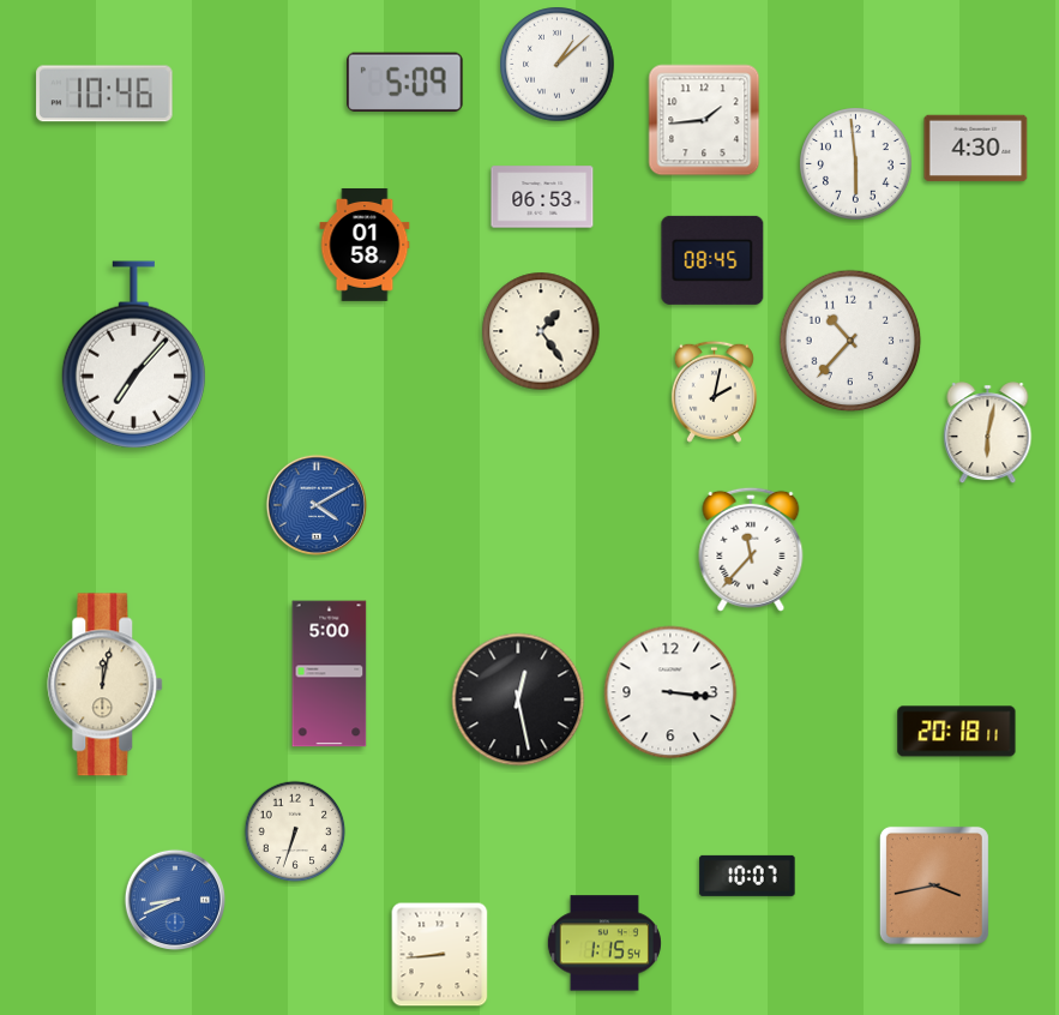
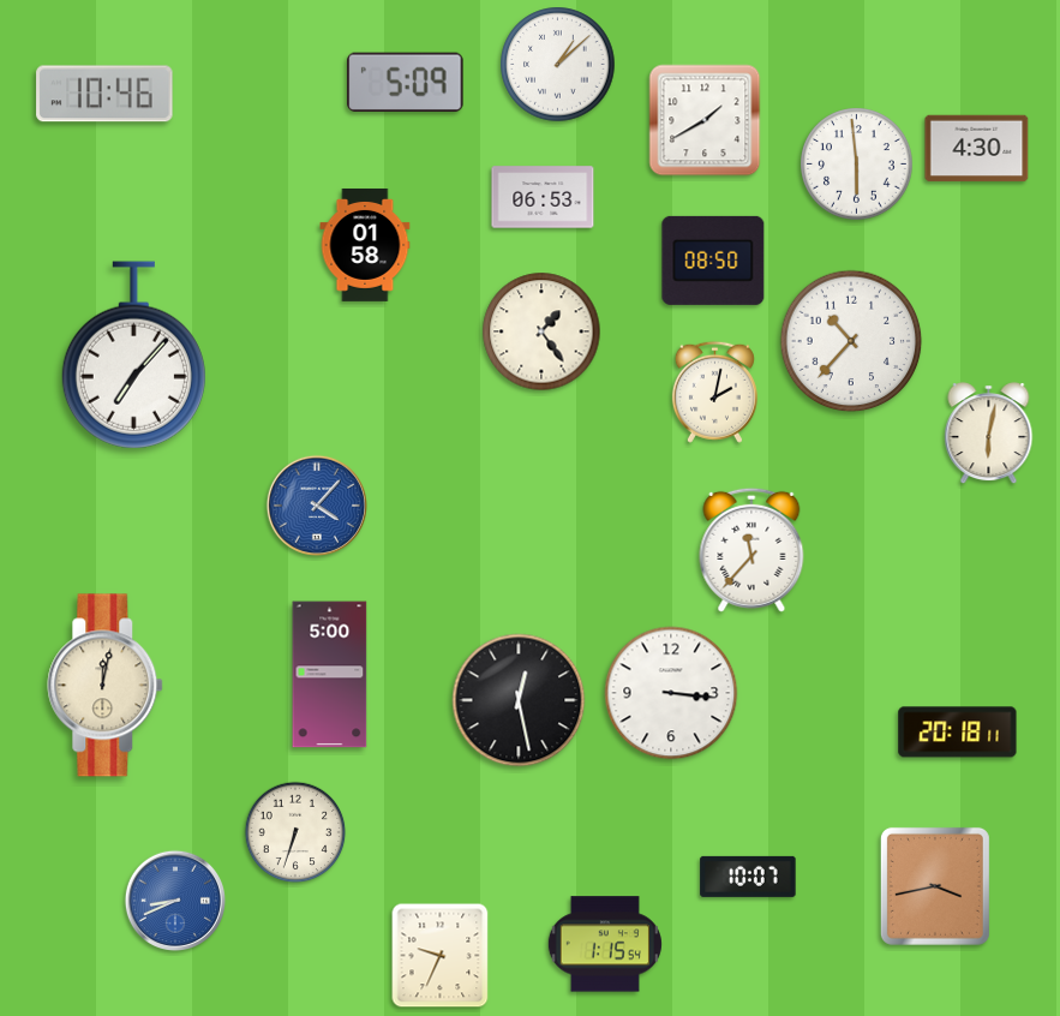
clock at (704, 120): 1:44 -> 1:40
clock at (712, 260): 08:45 -> 08:50
clock at (315, 504): 4:10 -> 4:07
clock at (440, 955): 8:44 -> 9:34
